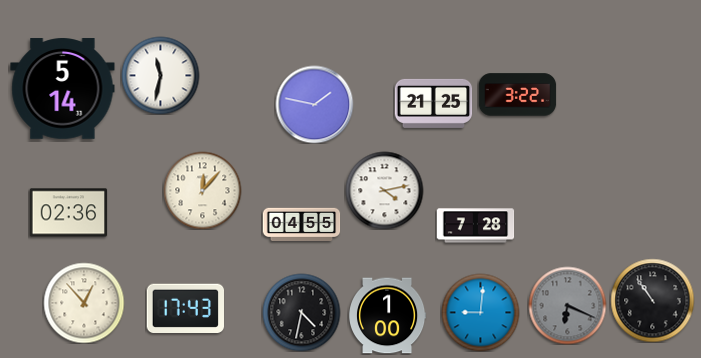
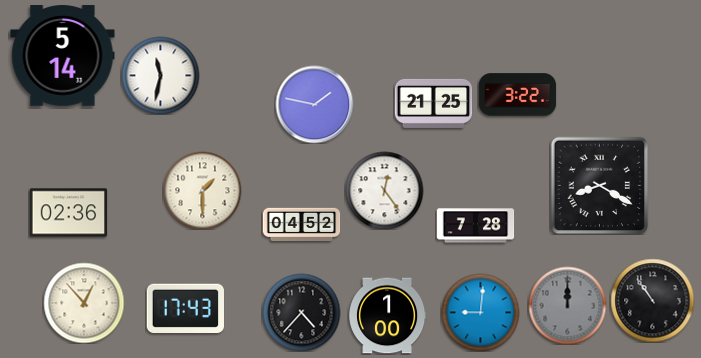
clock at (63, 89) position: (63, 89) -> (63, 56)
clock at (599, 185): none -> 8:20
clock at (202, 190): 12:07 -> 1:30
clock at (384, 190): 4:13 -> 12:24
clock at (301, 224): 04:55 -> 04:52
clock at (567, 305): 6:19 -> 12:00
clock at (301, 312): 4:32 -> 4:37
